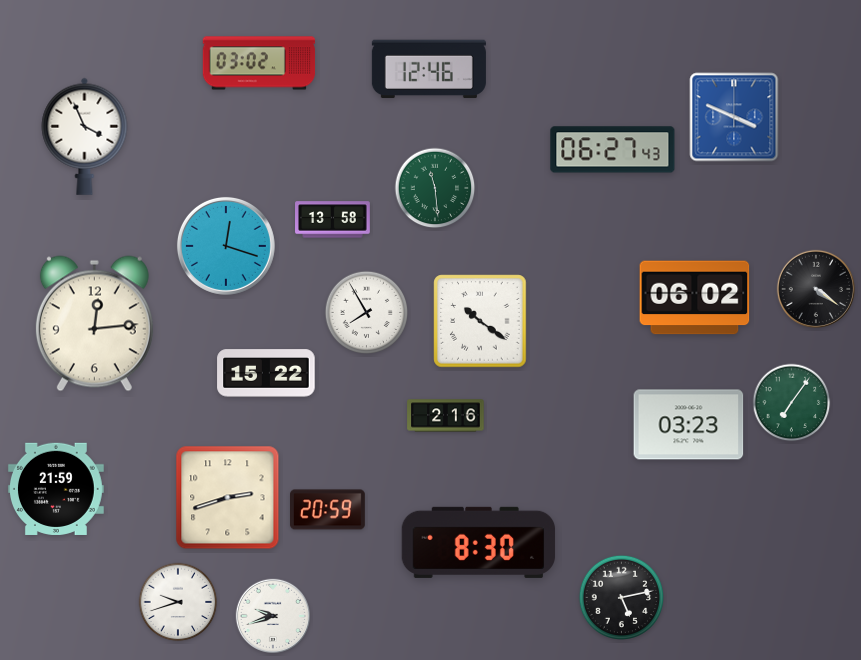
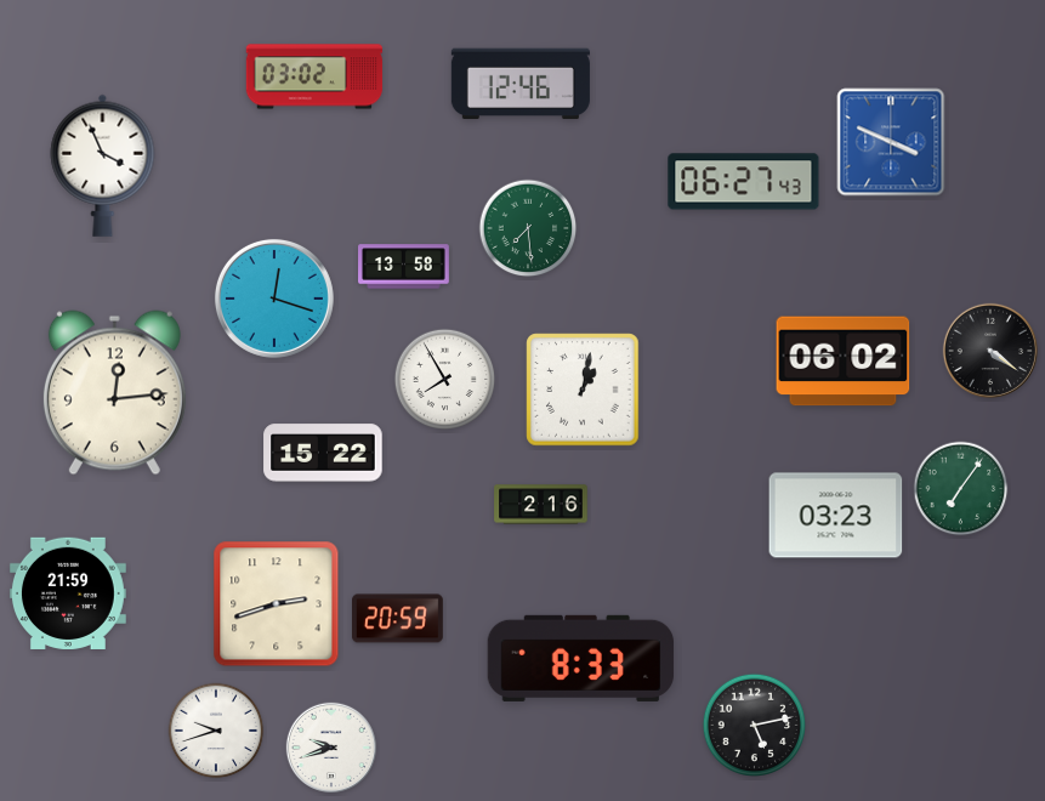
clock at (435, 188): 11:29 -> 7:29
clock at (480, 321): 10:21 -> 1:02
clock at (479, 542): 8:30 -> 8:33
